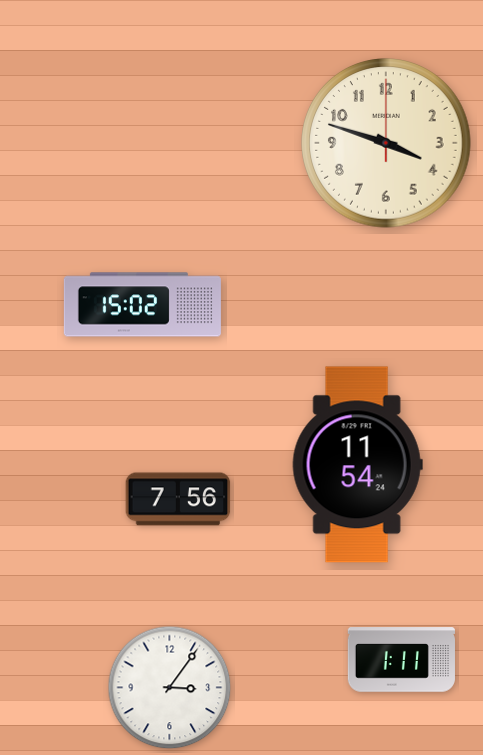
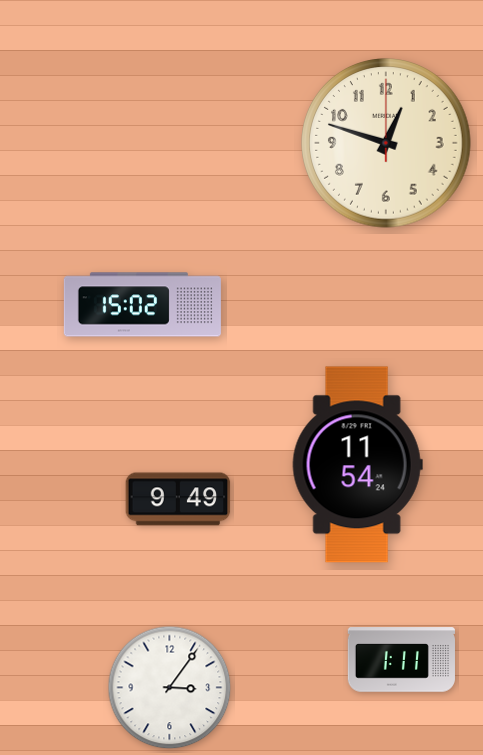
clock at (386, 143): 3:48 -> 12:48
clock at (178, 499): 7:56 -> 9:49
